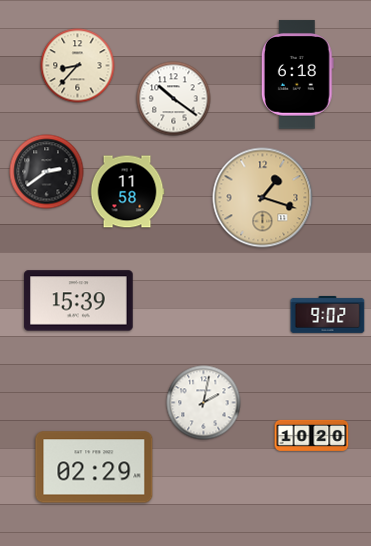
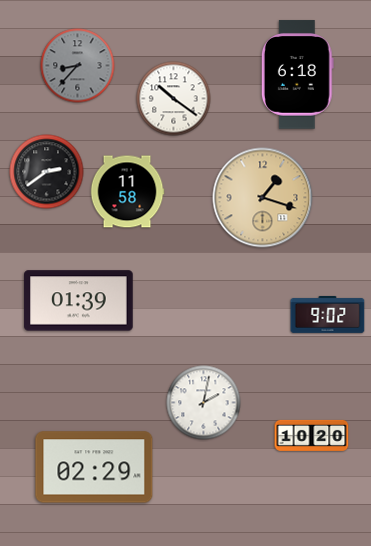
clock at (78, 66) dial: cream -> grey
clock at (79, 301): 15:39 -> 01:39
